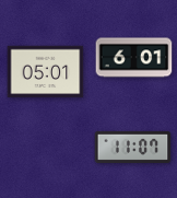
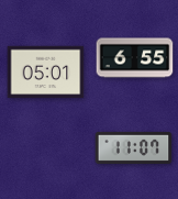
clock at (134, 58): 6:01 -> 6:55
